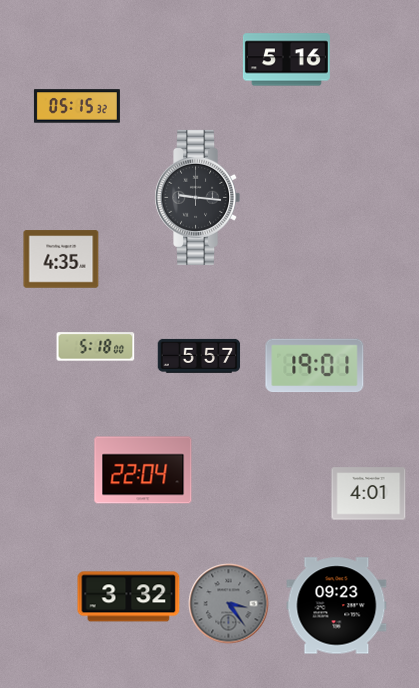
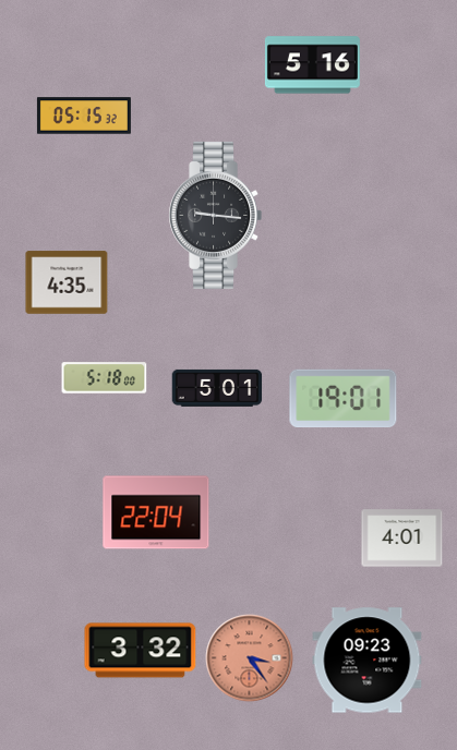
clock at (199, 356): 5:57 -> 5:01
clock at (229, 604) dial: grey -> salmon
